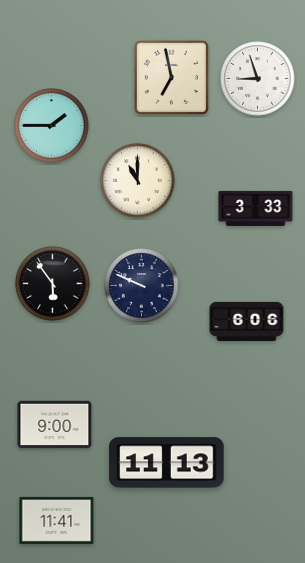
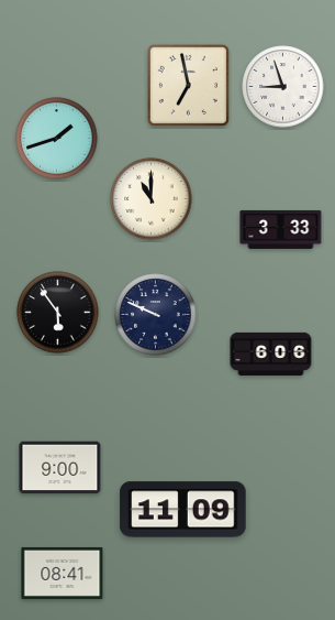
clock at (52, 126): 1:45 -> 1:42
clock at (167, 463): 11:13 -> 11:09
clock at (57, 520): 11:41 -> 08:41
